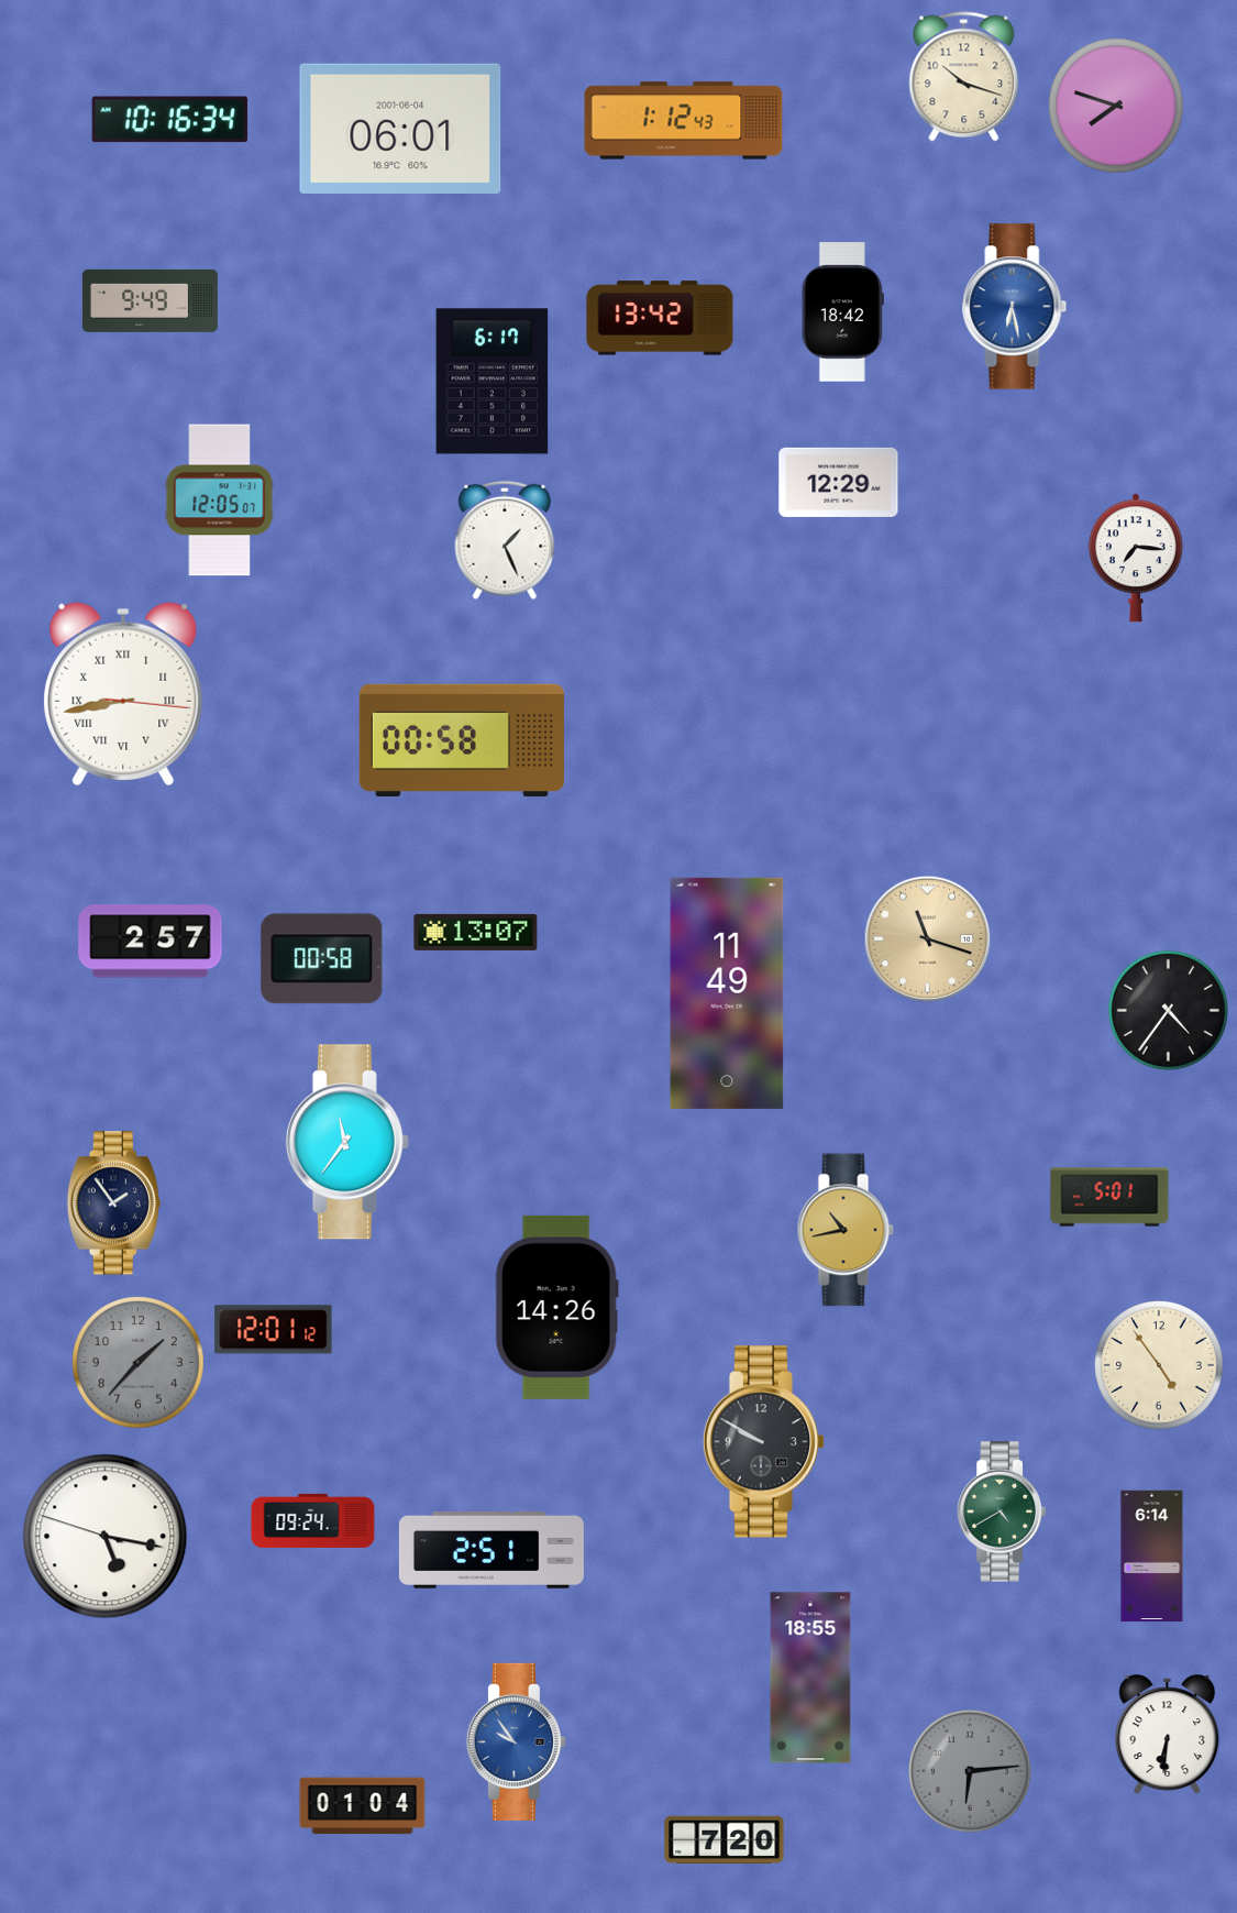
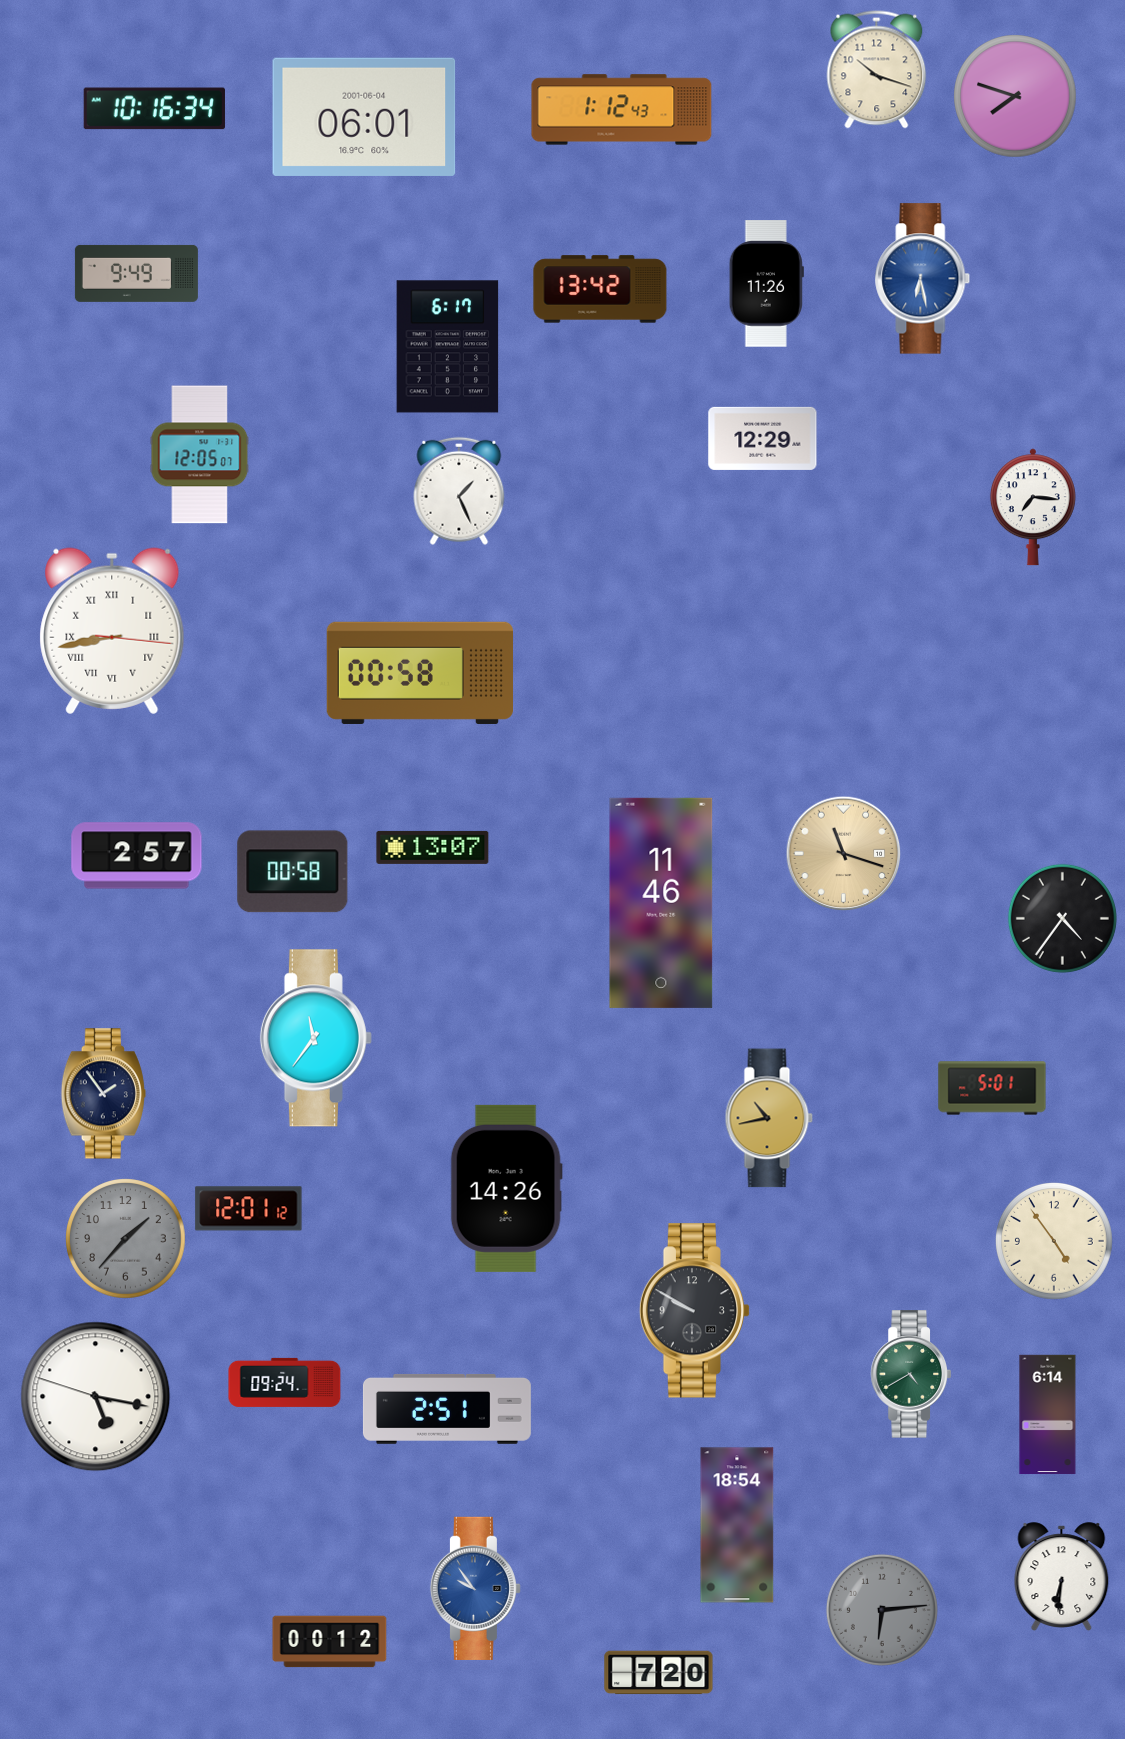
clock at (842, 312): 18:42 -> 11:26
clock at (727, 993): 11:49 -> 11:46
clock at (1109, 1197) position: (1109, 1197) -> (992, 1088)
clock at (810, 1678): 18:55 -> 18:54
clock at (516, 1741) position: (516, 1741) -> (475, 1588)
clock at (363, 1806): 01:04 -> 00:12
